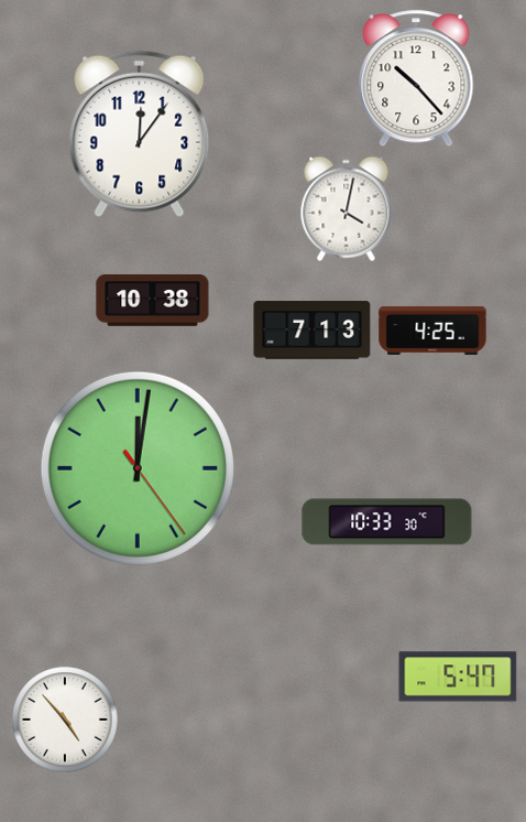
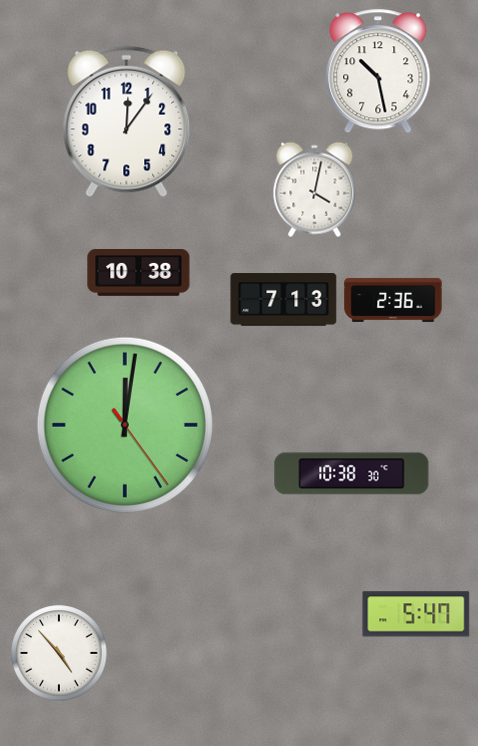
clock at (416, 78): 10:23 -> 10:28
clock at (432, 331): 4:25 -> 2:36
clock at (387, 522): 10:33 -> 10:38
